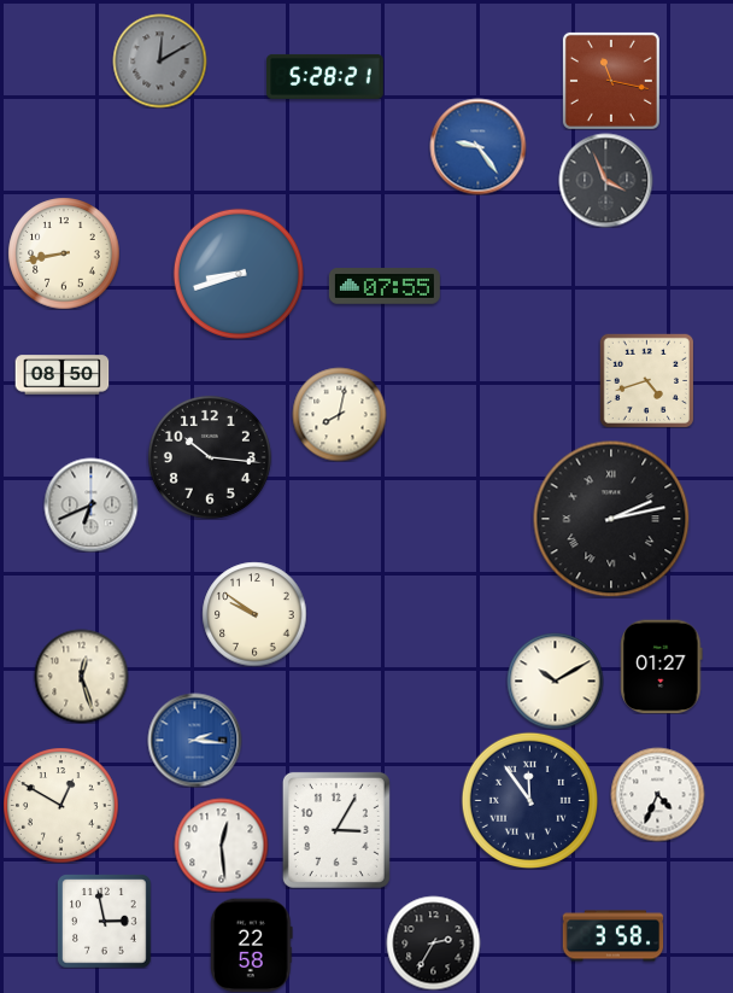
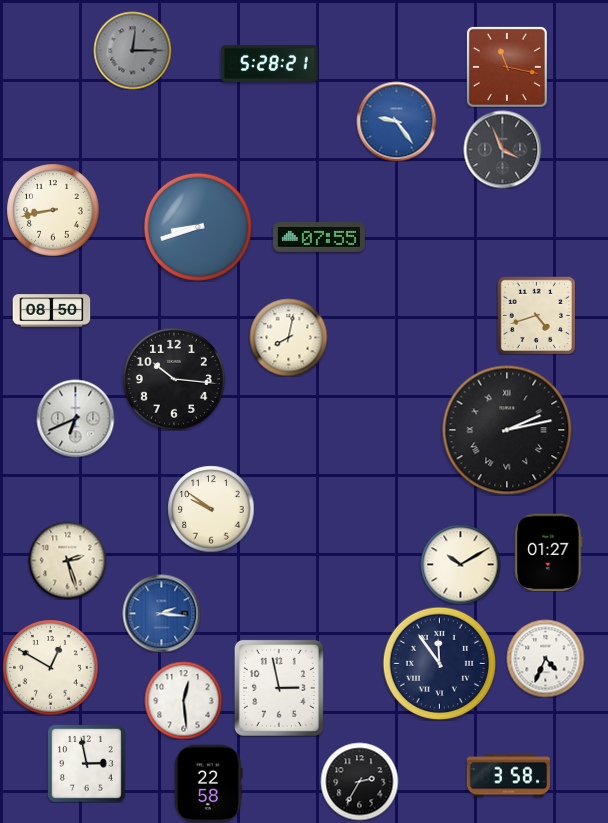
clock at (159, 60): 12:10 -> 12:15
clock at (339, 414) position: (339, 414) -> (288, 337)
clock at (81, 676): 12:27 -> 2:27
clock at (336, 830): 3:05 -> 2:58
